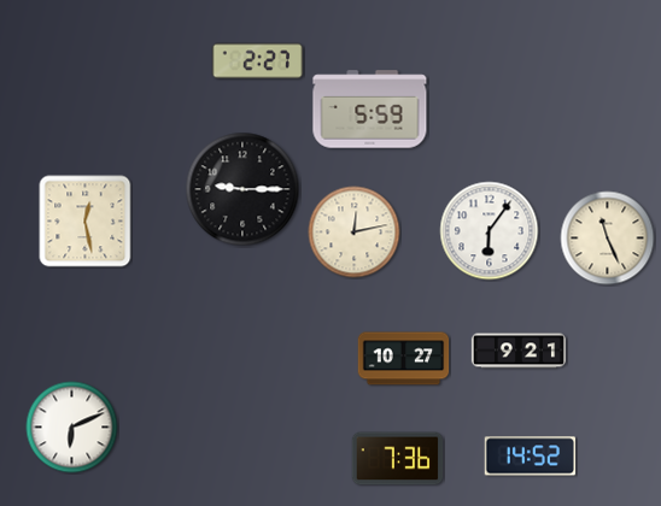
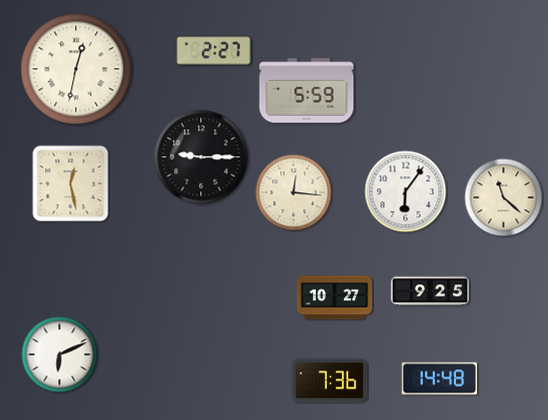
clock at (76, 69): none -> 12:32
clock at (355, 233): 12:13 -> 12:16
clock at (608, 239): 11:26 -> 11:22
clock at (517, 351): 9:21 -> 9:25
clock at (531, 457): 14:52 -> 14:48
